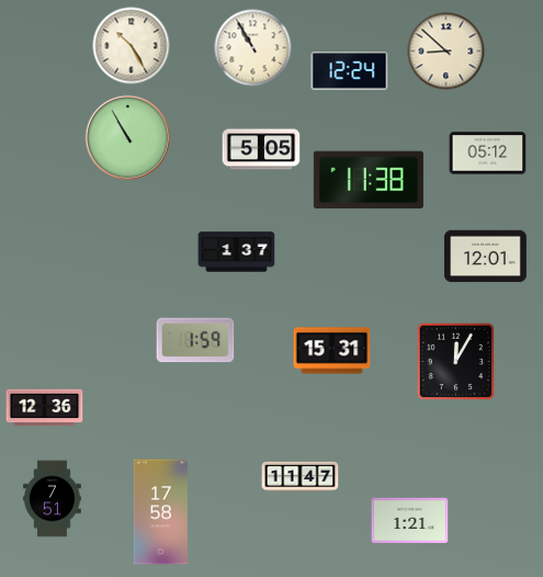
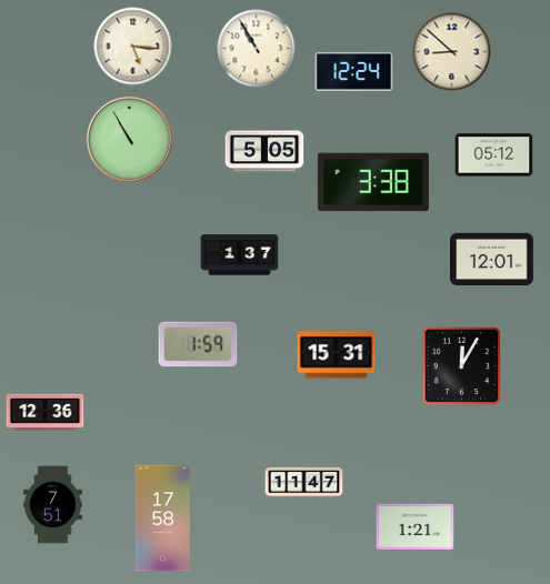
clock at (132, 46): 10:25 -> 5:16
clock at (369, 180): 11:38 -> 3:38
